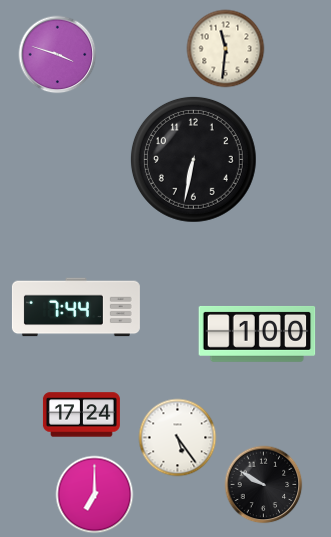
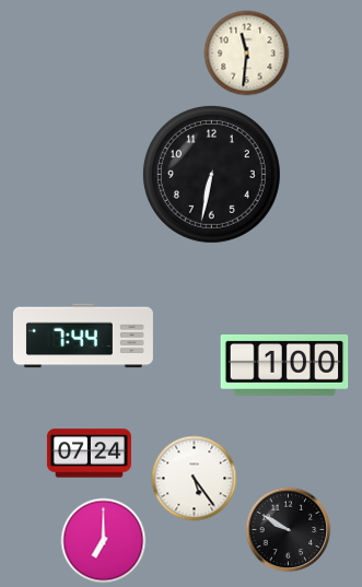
clock at (57, 54): 3:48 -> none
clock at (257, 334) position: (257, 334) -> (284, 365)
clock at (81, 415): 17:24 -> 07:24
